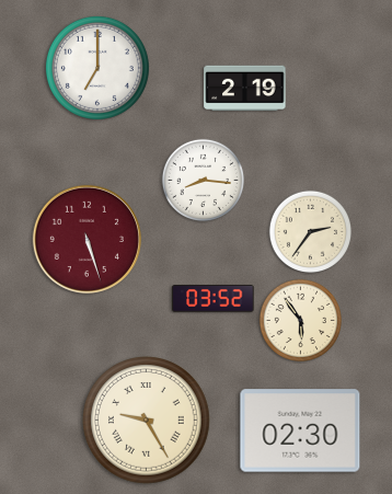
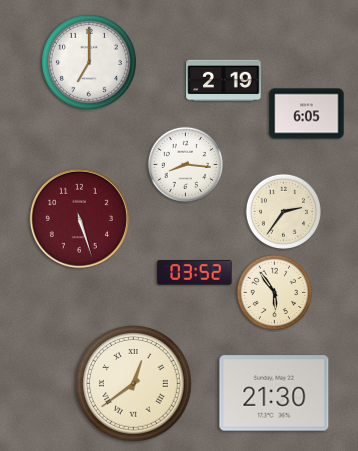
clock at (307, 114): none -> 6:05
clock at (147, 421): 9:25 -> 12:39
clock at (300, 430): 02:30 -> 21:30
